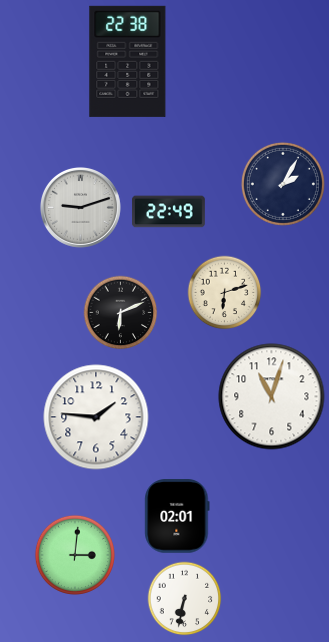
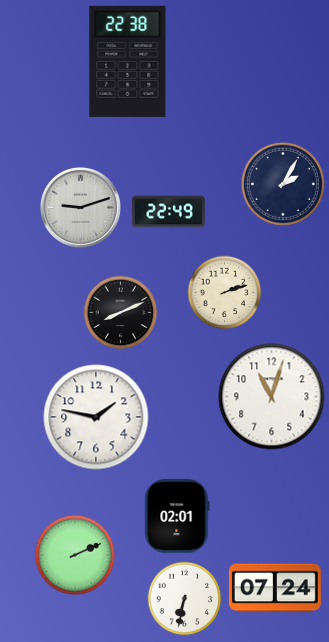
clock at (225, 293): 6:12 -> 2:12
clock at (121, 313): 6:11 -> 8:11
clock at (96, 417): 1:46 -> 1:47
clock at (75, 555): 3:01 -> 2:11
clock at (275, 588): none -> 07:24
